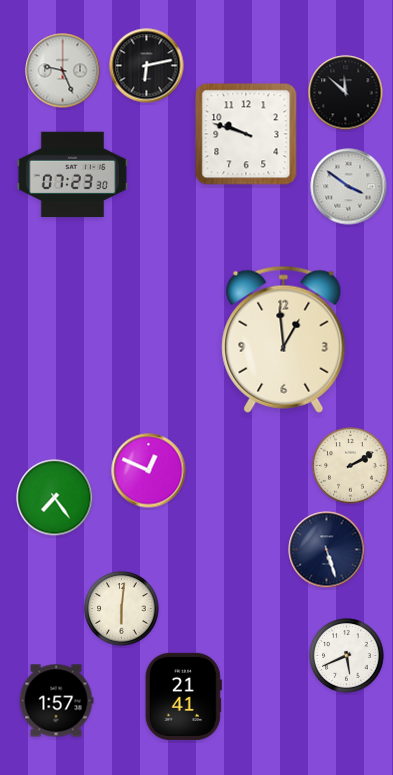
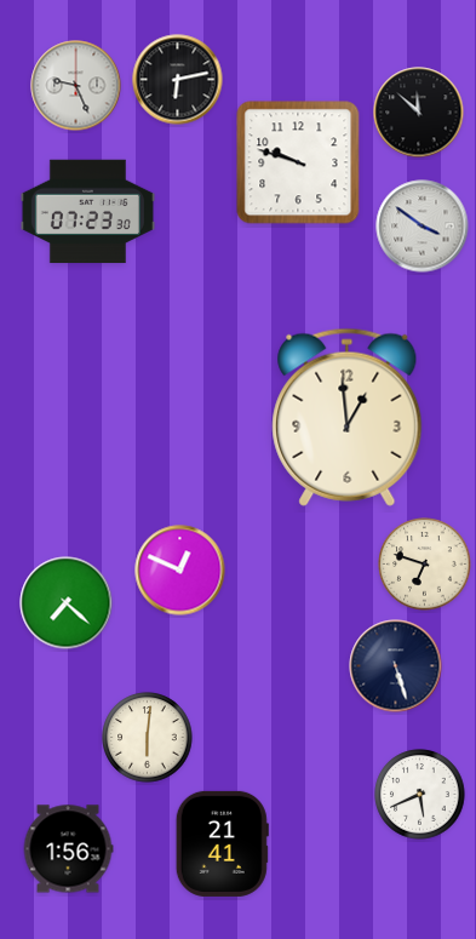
clock at (284, 339) position: (284, 339) -> (348, 417)
clock at (351, 466): 2:10 -> 6:48
clock at (55, 498): 7:24 -> 7:22
clock at (56, 701): 1:57 -> 1:56
